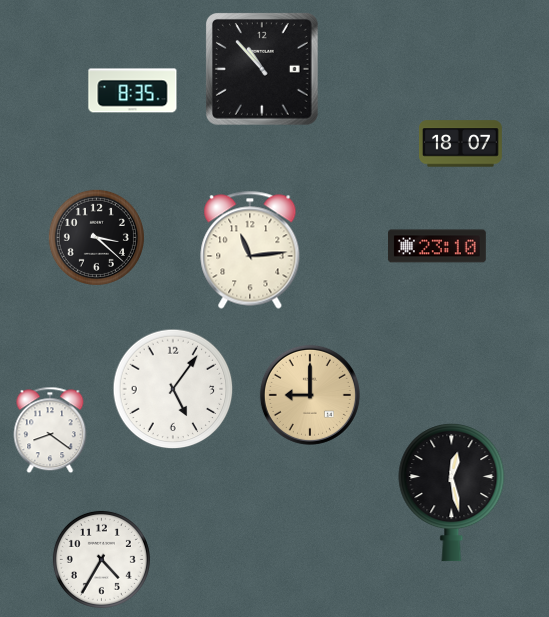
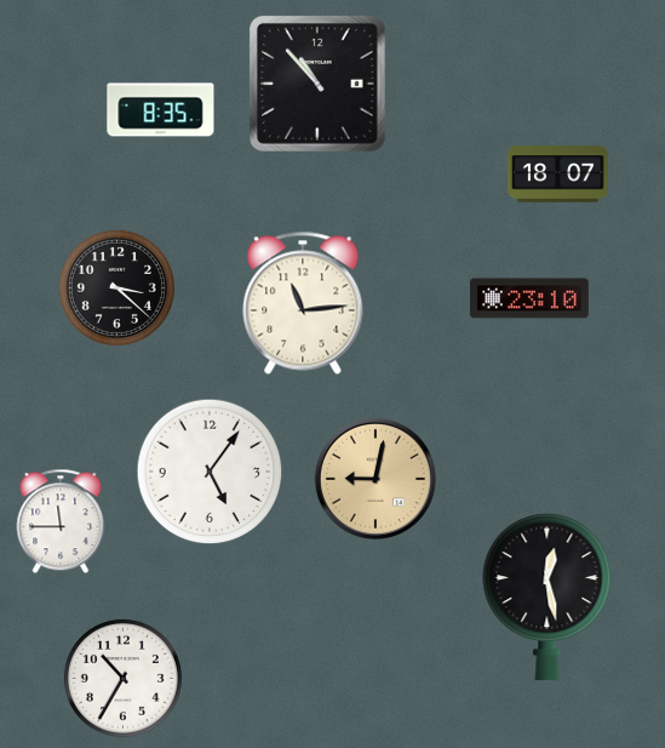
clock at (310, 395): 9:00 -> 9:02
clock at (50, 430): 8:21 -> 11:45
clock at (101, 559): 4:35 -> 10:35
